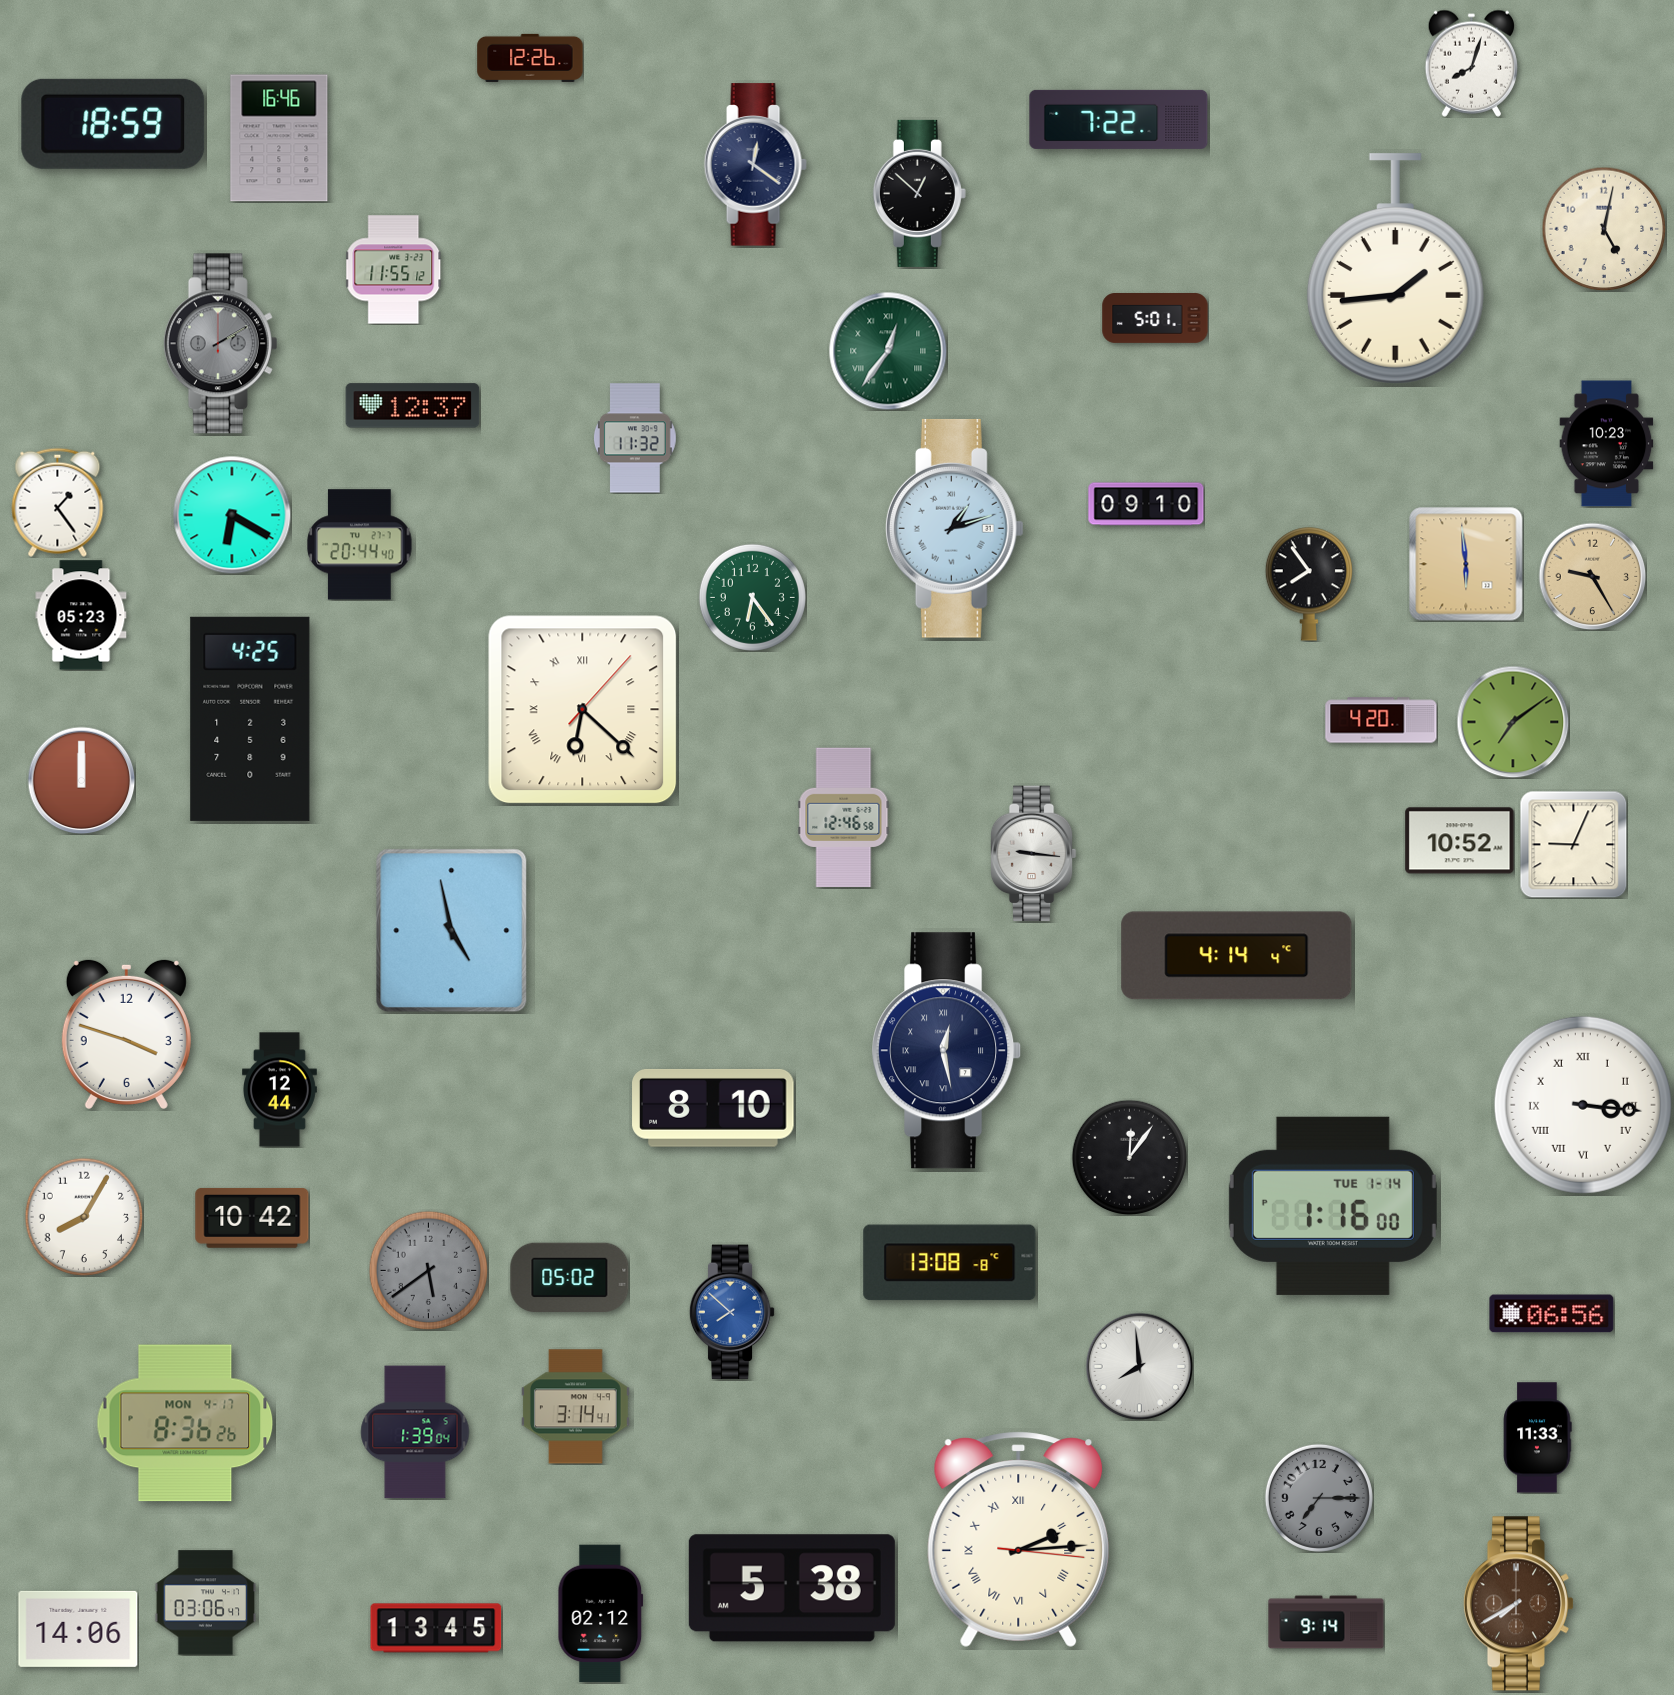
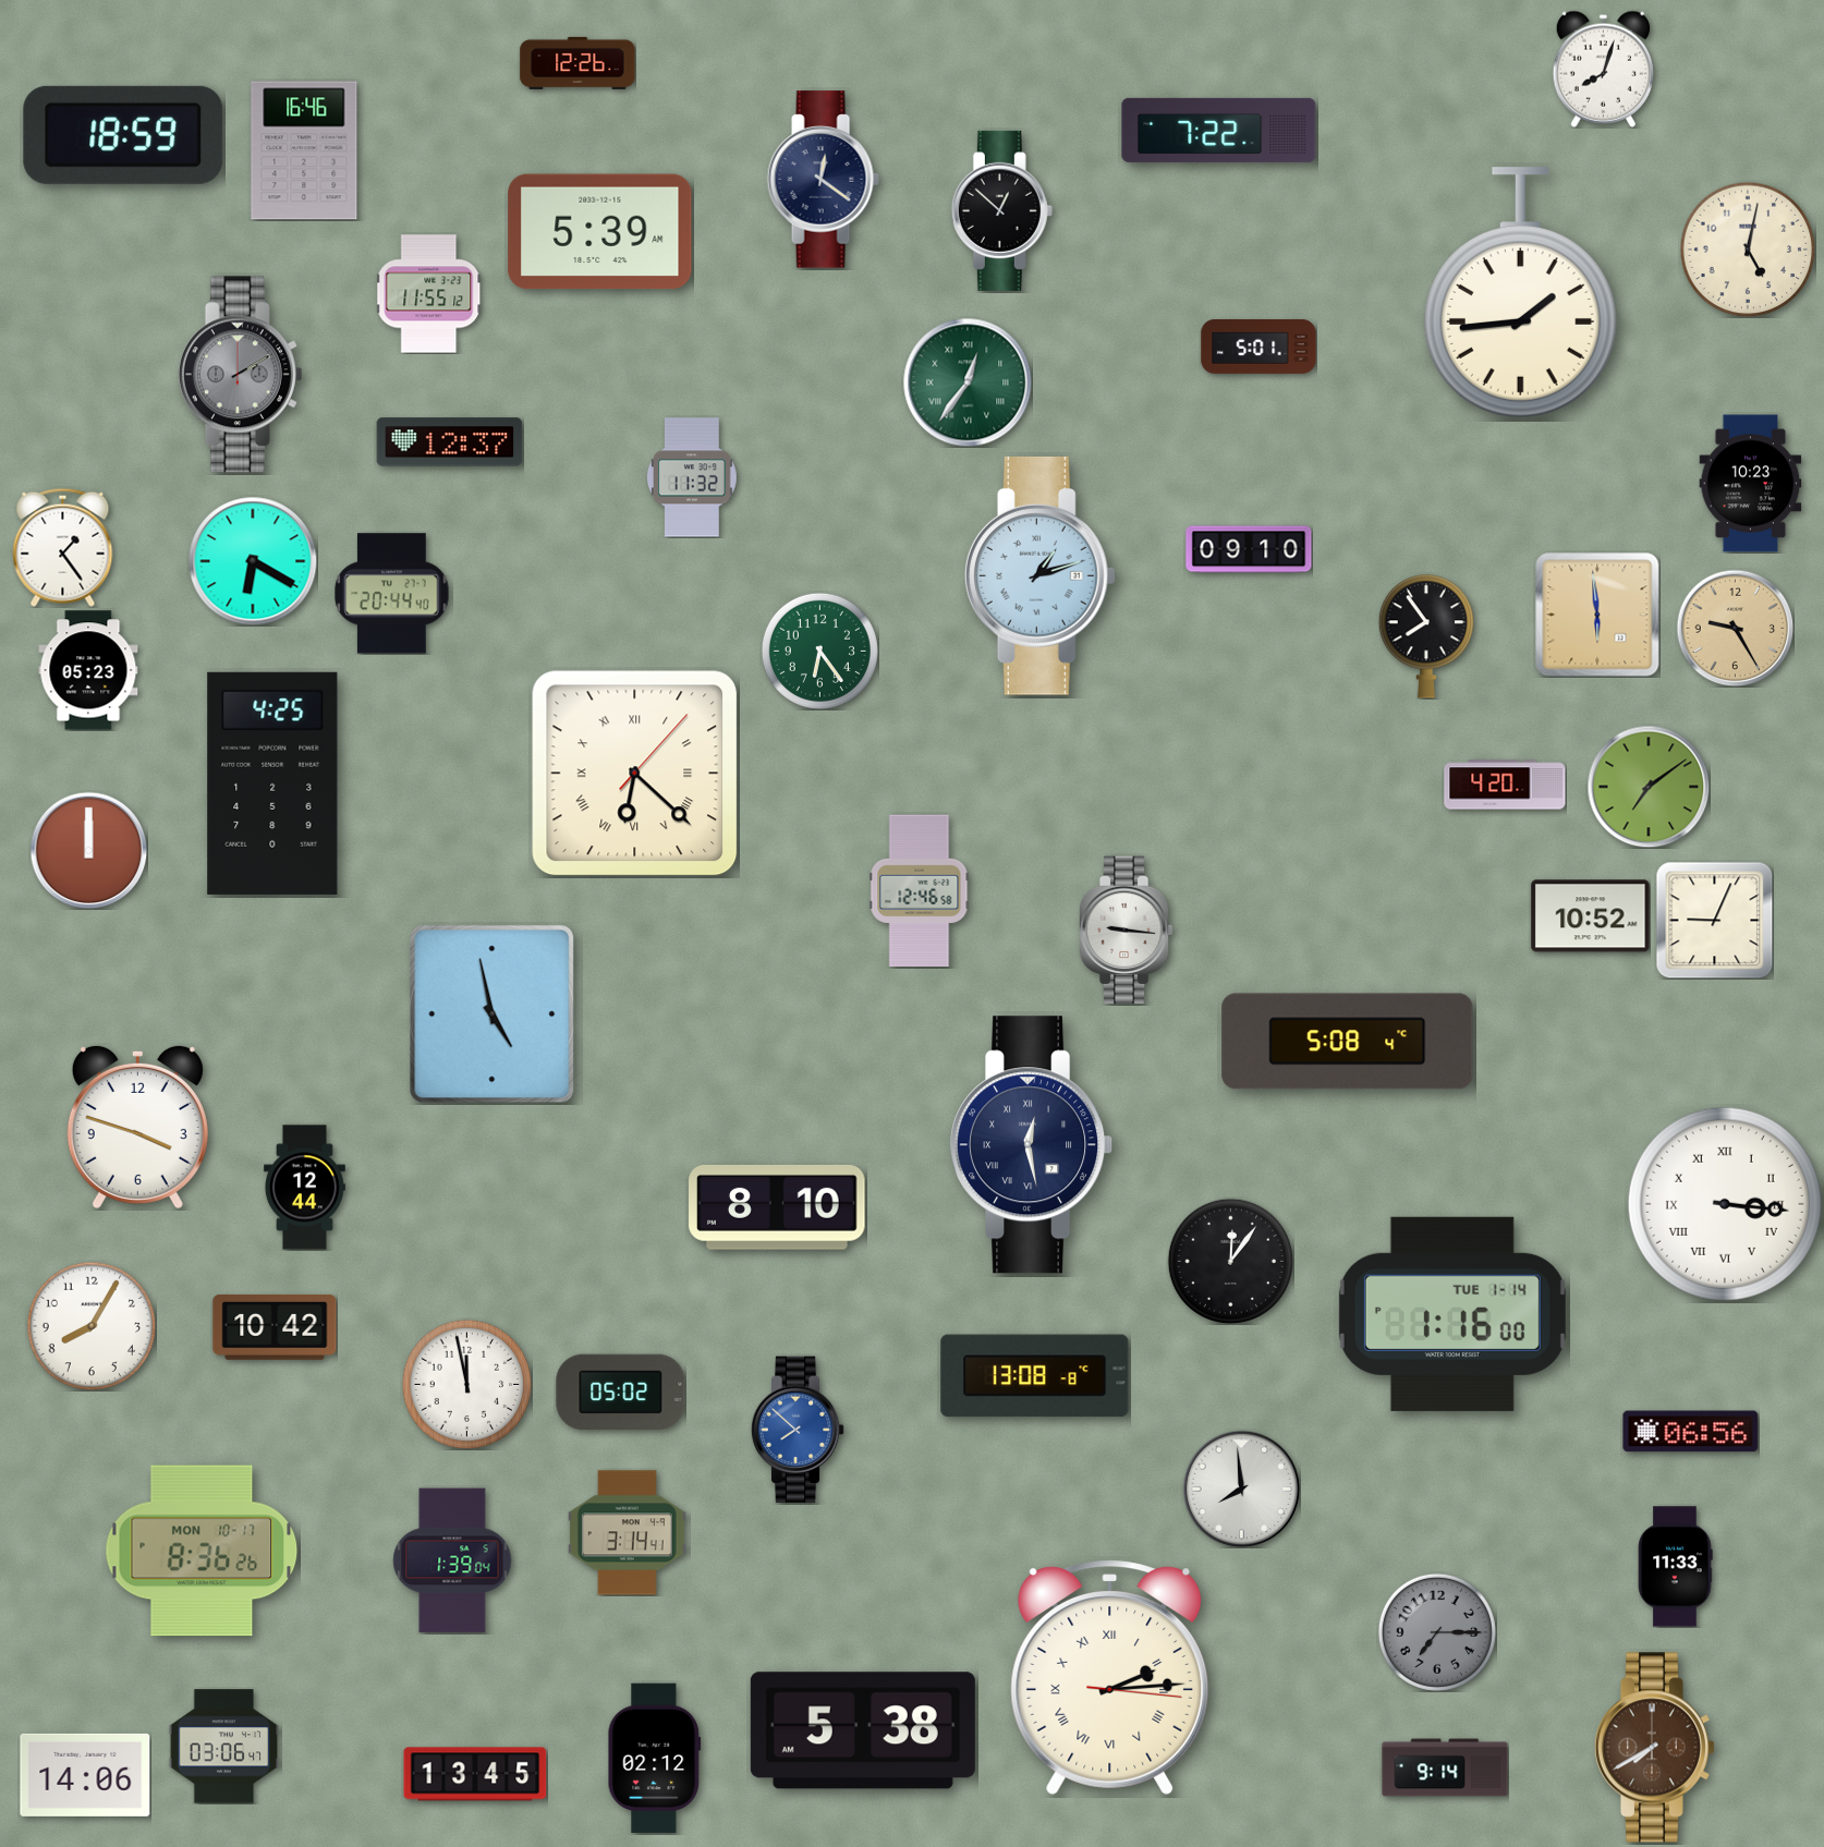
clock at (600, 232): none -> 5:39
clock at (1237, 956): 4:14 -> 5:08
clock at (428, 1270): 5:39 -> 11:58
clock at (428, 1270) dial: grey -> white
clock at (185, 1423) date: MON 4-17 -> MON 10-17
